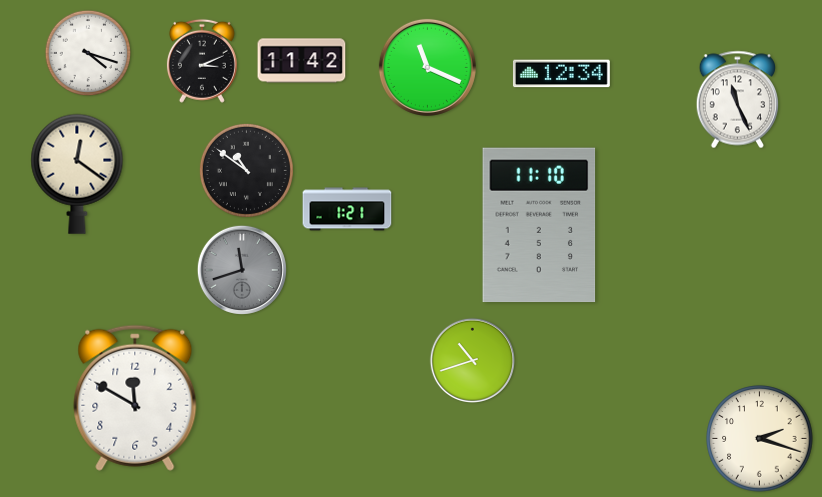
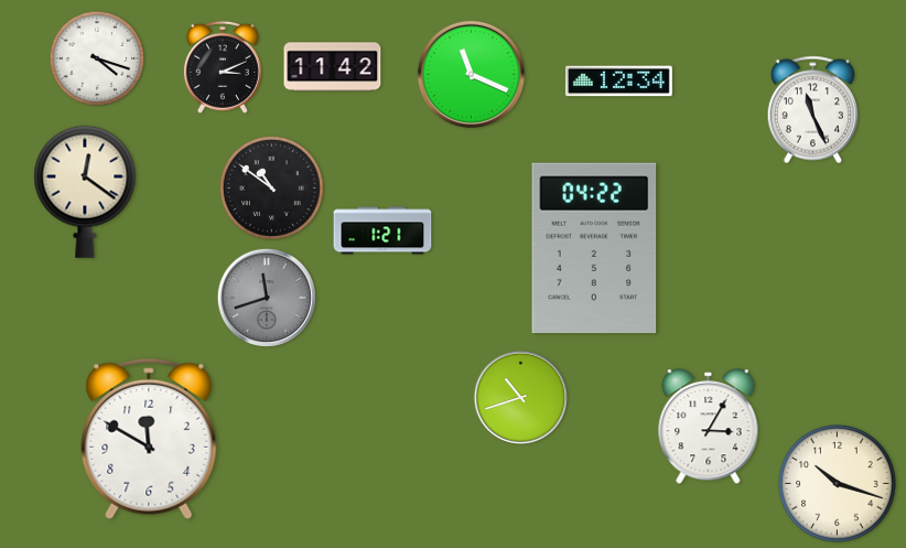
clock at (539, 225): 11:10 -> 04:22
clock at (709, 427): none -> 3:05
clock at (760, 439): 2:18 -> 10:18
